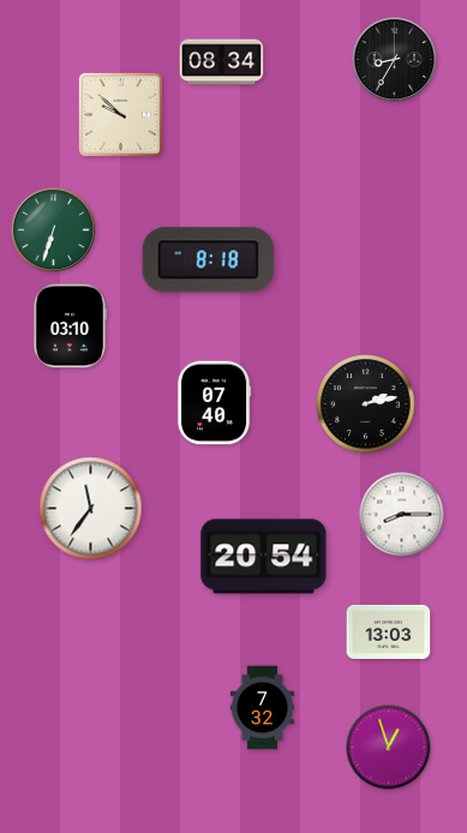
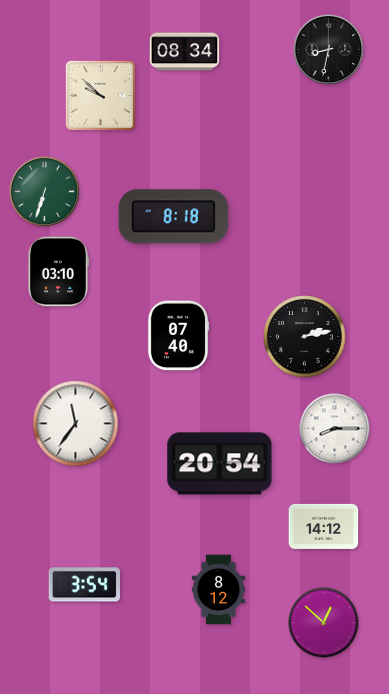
clock at (395, 60): 8:35 -> 8:32
clock at (389, 631): 13:03 -> 14:12
clock at (84, 585): none -> 3:54
clock at (263, 708): 7:32 -> 8:12
clock at (389, 748): 12:57 -> 12:52
